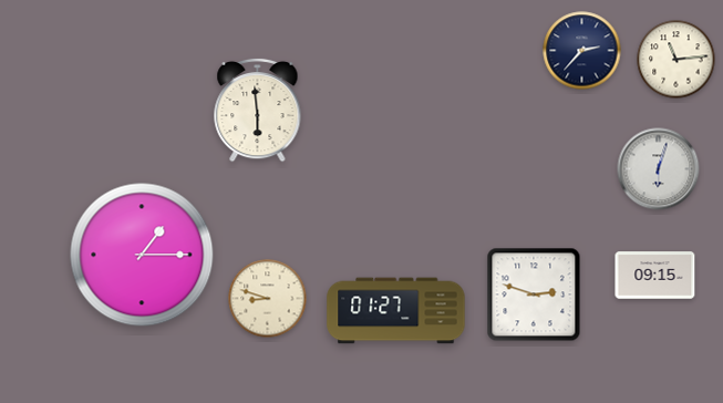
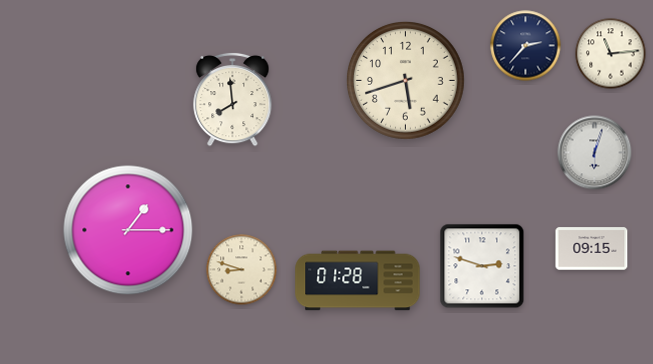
clock at (406, 81): none -> 5:42
clock at (258, 110): 5:59 -> 7:59
clock at (396, 311): 01:27 -> 01:28
